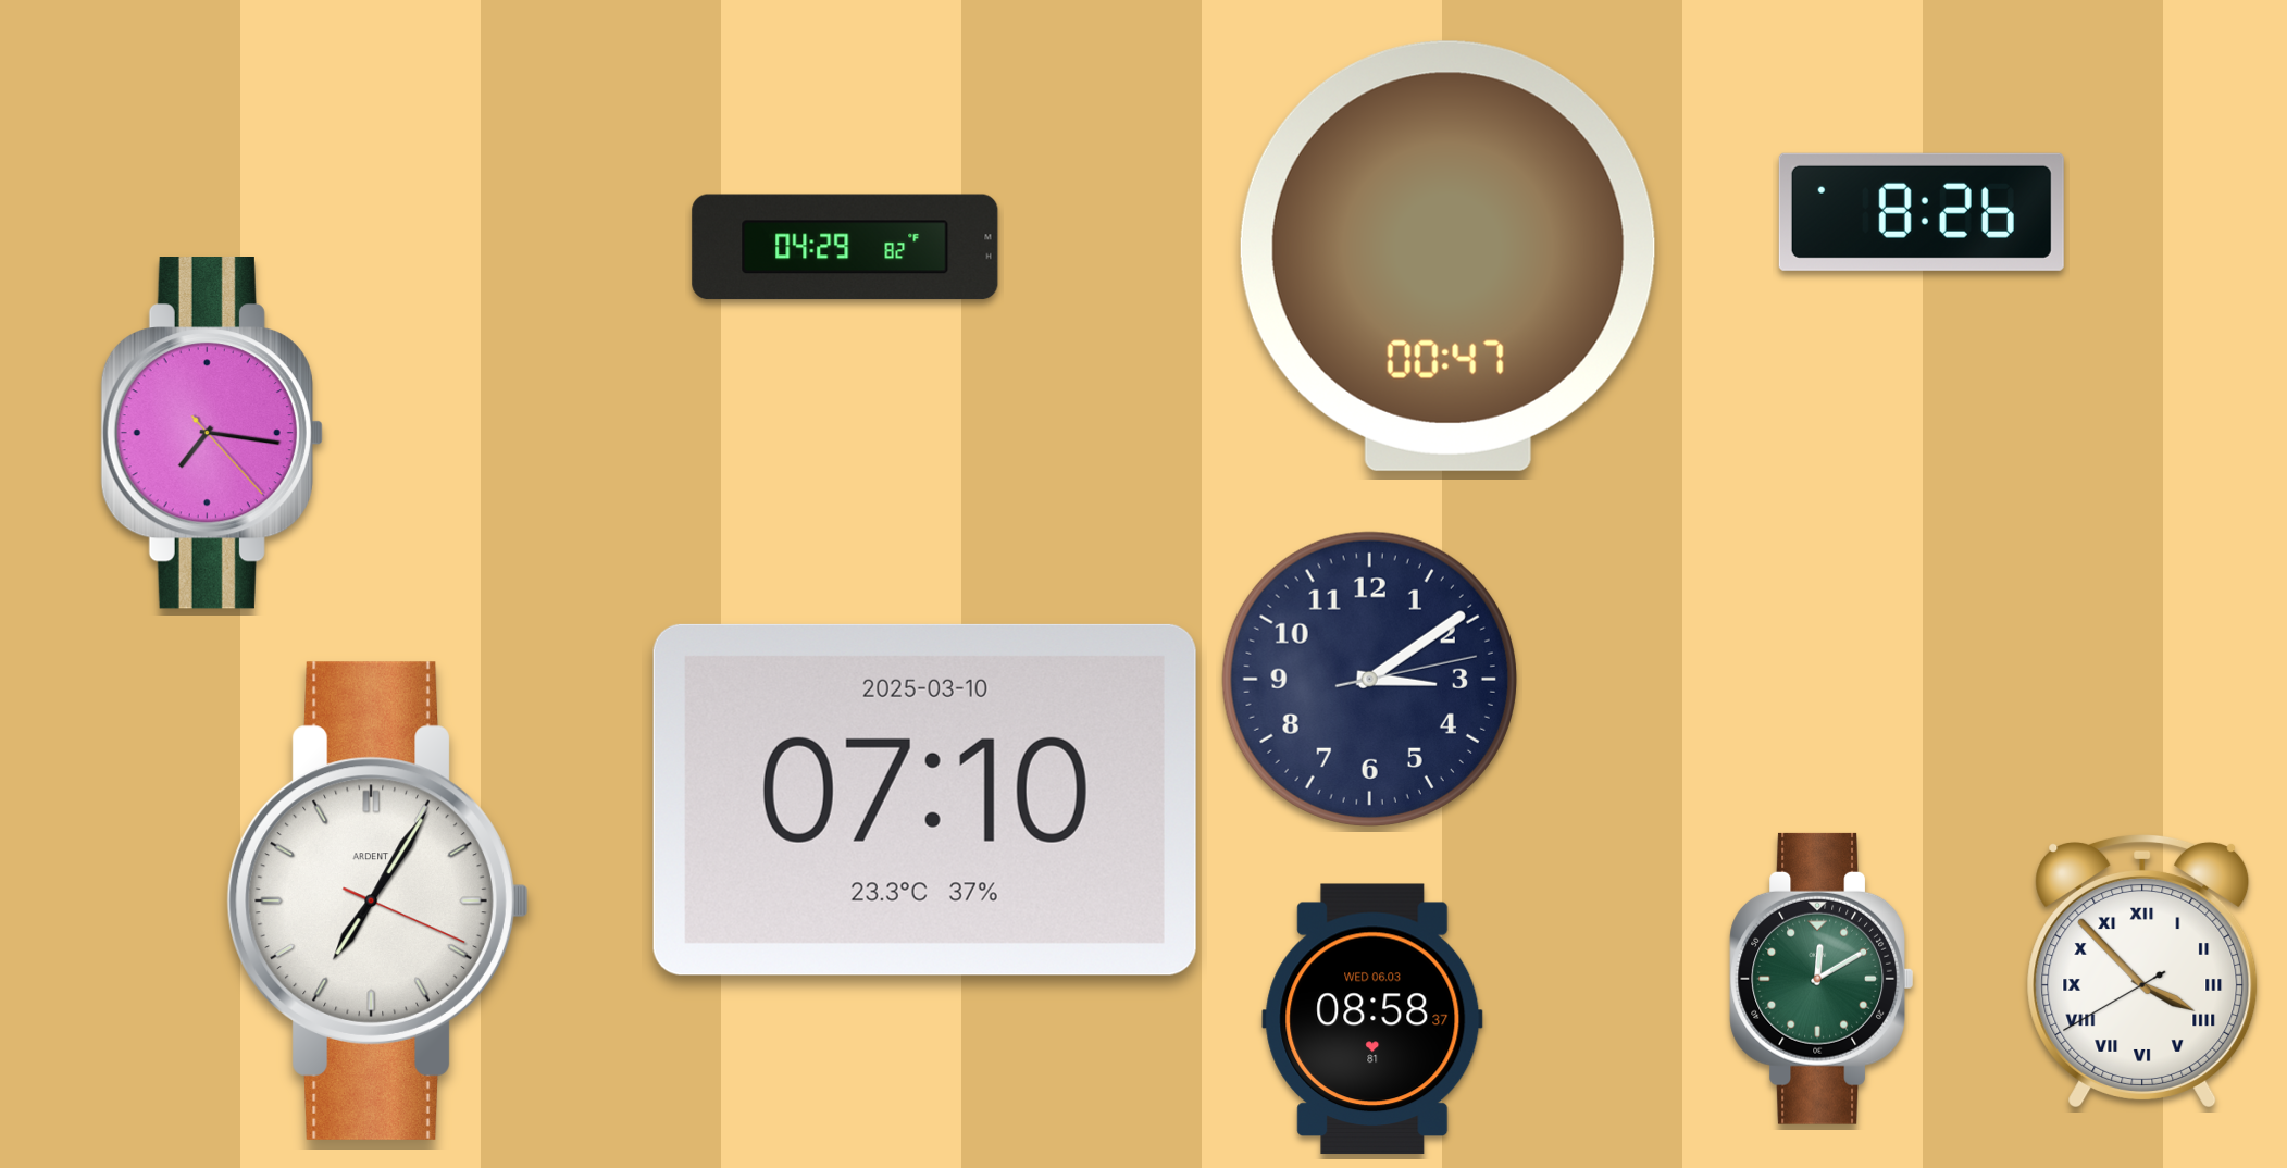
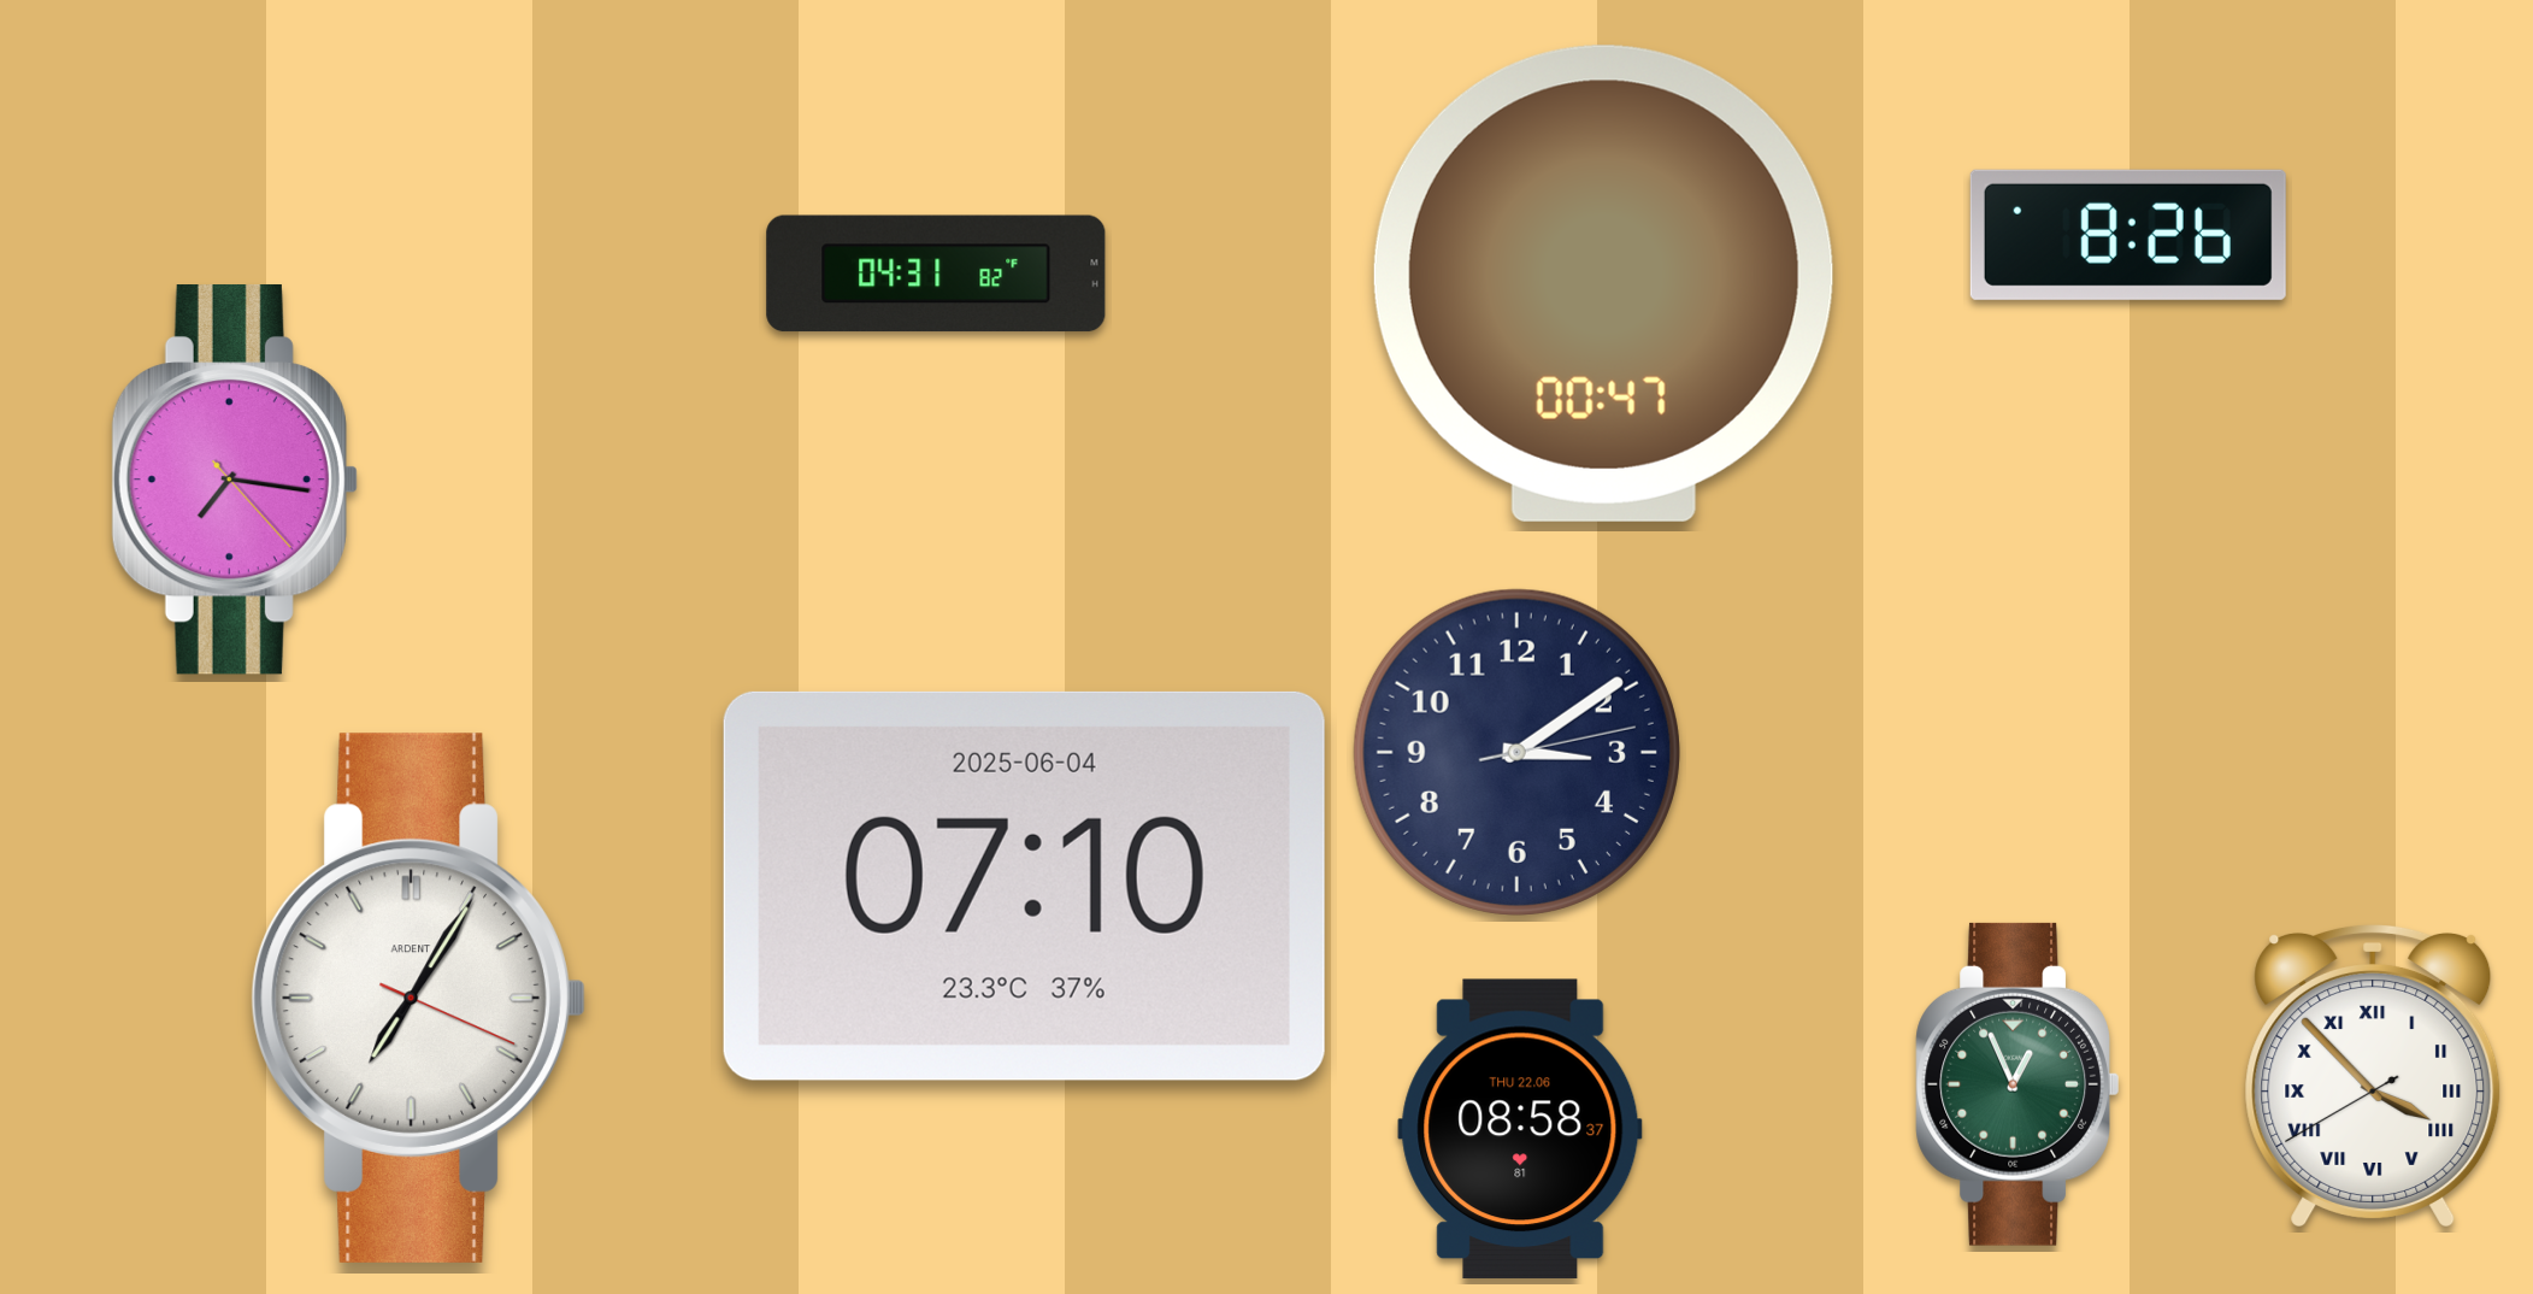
clock at (845, 247): 04:29 -> 04:31
clock at (924, 799) date: 2025-03-10 -> 2025-06-04
clock at (1820, 979): 12:10 -> 12:56
clock at (1372, 1019) date: WED 06.03 -> THU 22.06
